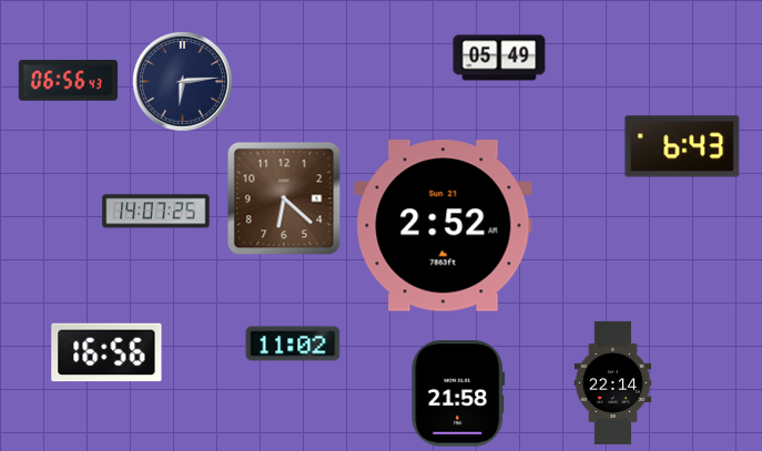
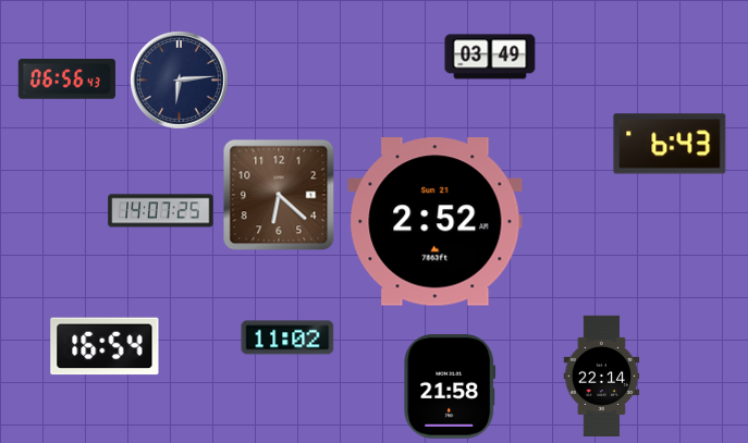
clock at (499, 58): 05:49 -> 03:49
clock at (156, 212) position: (156, 212) -> (161, 211)
clock at (106, 352): 16:56 -> 16:54
